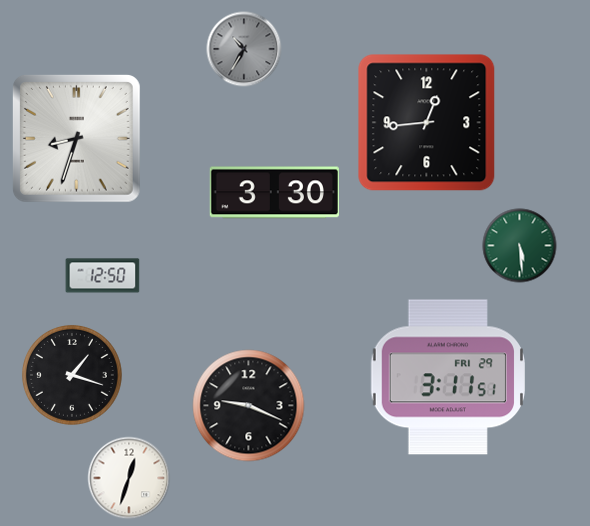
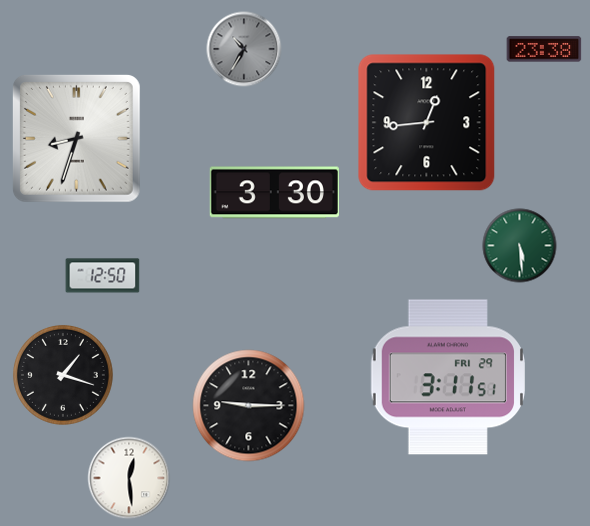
clock at (544, 49): none -> 23:38
clock at (72, 375) position: (72, 375) -> (63, 375)
clock at (249, 406): 9:19 -> 9:15
clock at (129, 478): 12:33 -> 12:29
